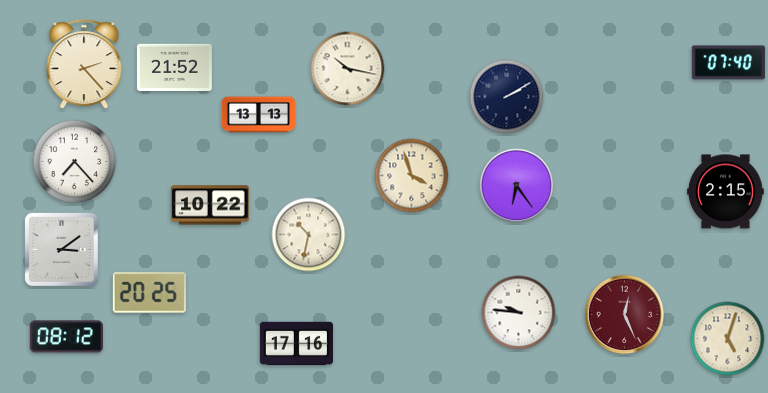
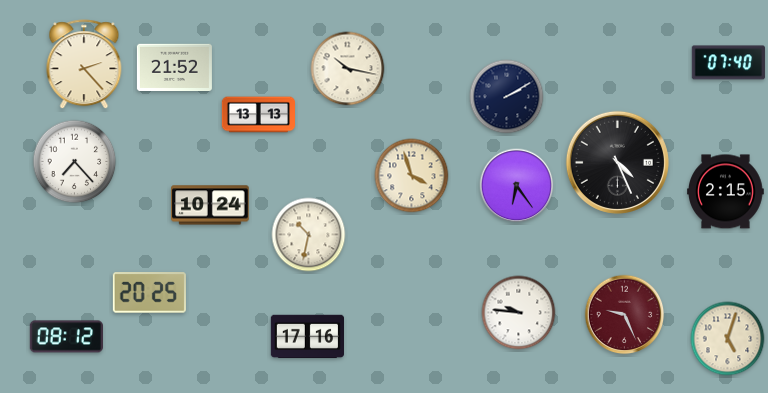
clock at (617, 162): none -> 4:26
clock at (210, 205): 10:22 -> 10:24
clock at (61, 249): 3:09 -> none
clock at (625, 315): 12:26 -> 9:26
clock at (296, 344) position: (296, 344) -> (307, 337)
